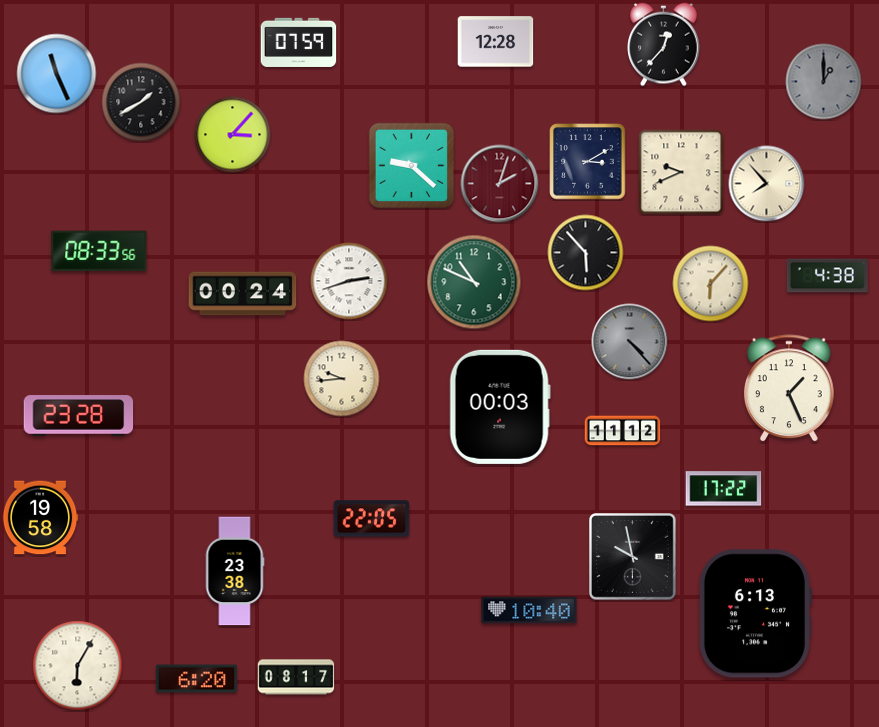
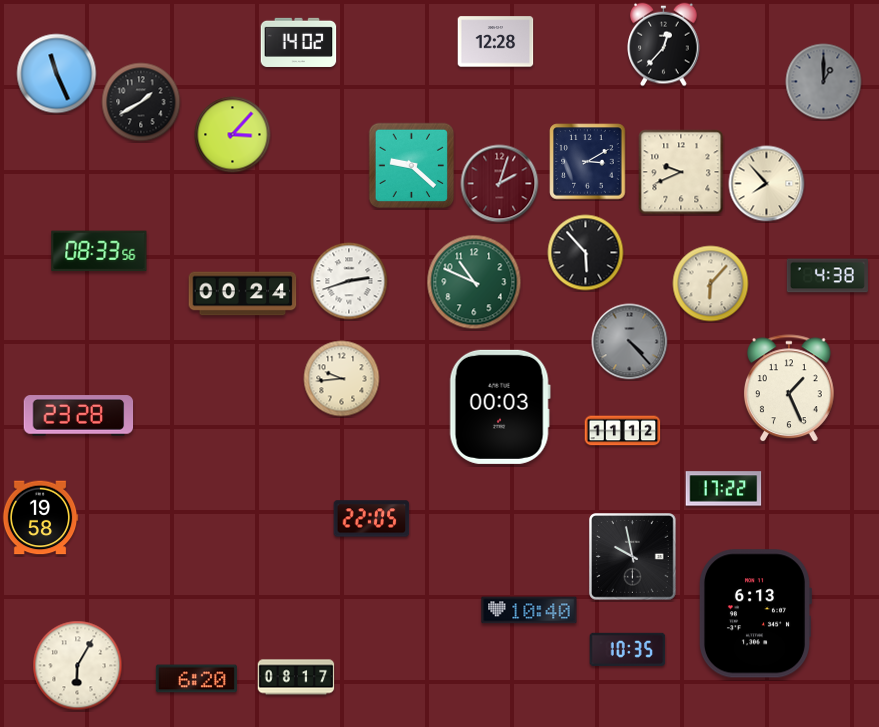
clock at (299, 42): 07:59 -> 14:02
clock at (235, 571): 23:38 -> none
clock at (628, 649): none -> 10:35
